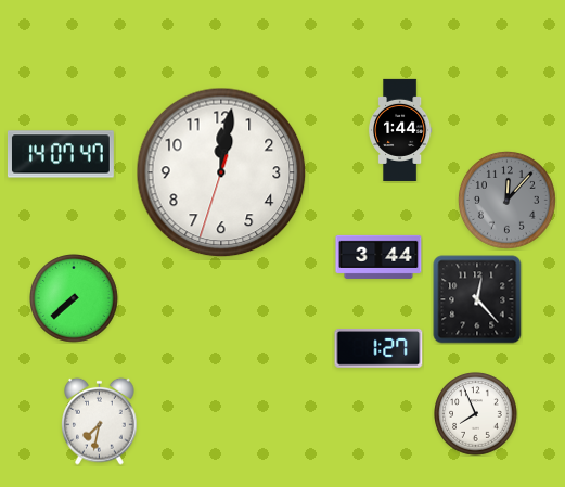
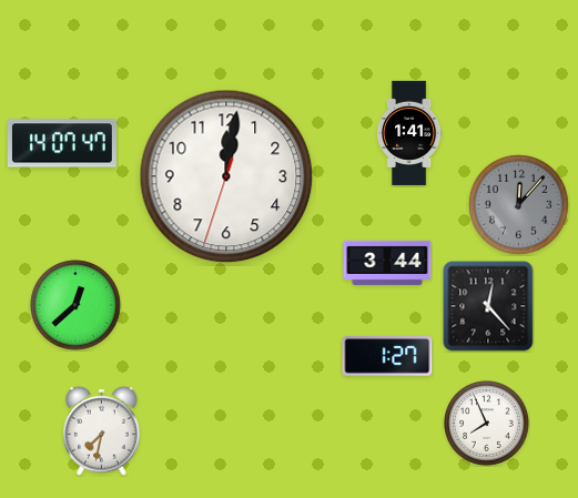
clock at (400, 130): 1:44 -> 1:41
clock at (61, 154) position: (61, 154) -> (62, 143)
clock at (75, 299): 7:38 -> 12:38
